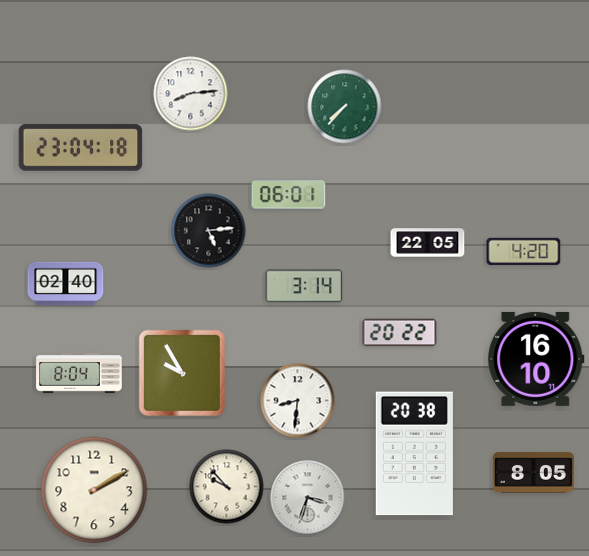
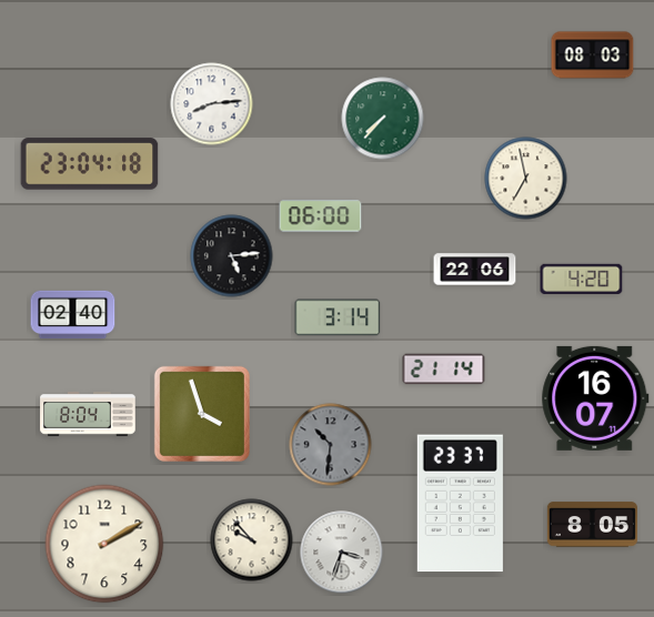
clock at (593, 55): none -> 08:03
clock at (526, 179): none -> 6:58
clock at (289, 195): 06:01 -> 06:00
clock at (428, 243): 22:05 -> 22:06
clock at (400, 333): 20:22 -> 21:14
clock at (536, 359): 16:10 -> 16:07
clock at (182, 373): 9:55 -> 3:57
clock at (298, 401): 8:31 -> 10:31
clock at (298, 401) dial: white -> grey
clock at (414, 454): 20:38 -> 23:37
